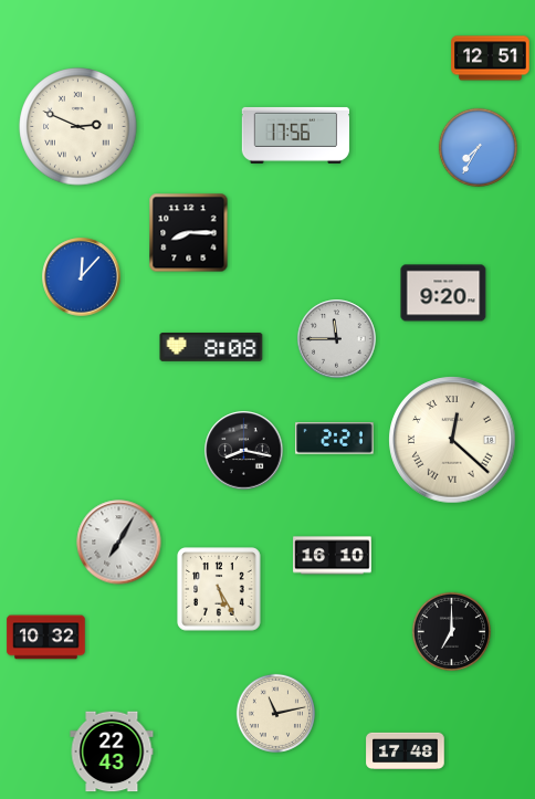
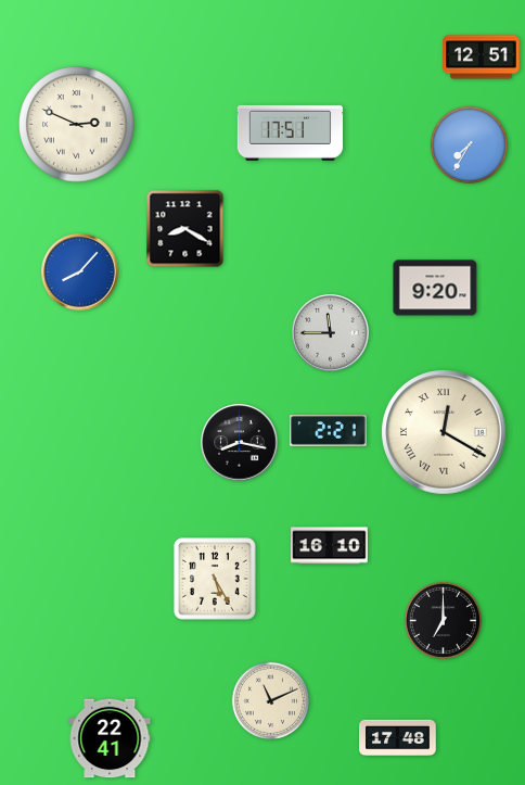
clock at (296, 135): 17:56 -> 17:51
clock at (189, 233): 8:15 -> 8:20
clock at (82, 277): 12:07 -> 8:07
clock at (211, 348): 8:08 -> none
clock at (452, 440): 12:22 -> 12:20
clock at (119, 543): 7:05 -> none
clock at (333, 556) position: (333, 556) -> (330, 546)
clock at (46, 638): 10:32 -> none
clock at (275, 713): 11:13 -> 11:11
clock at (112, 751): 22:43 -> 22:41
